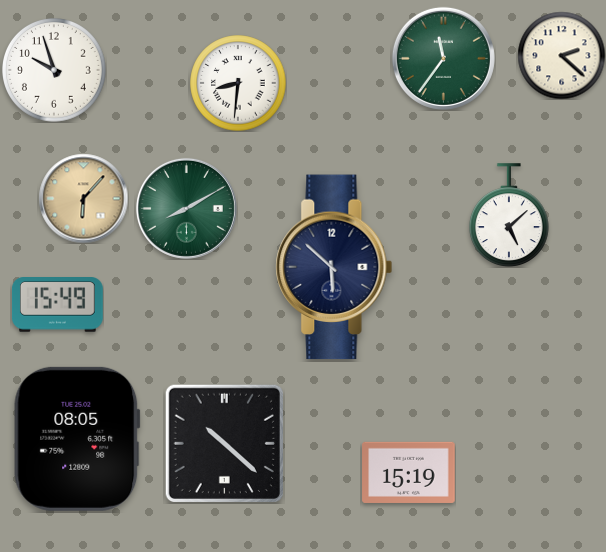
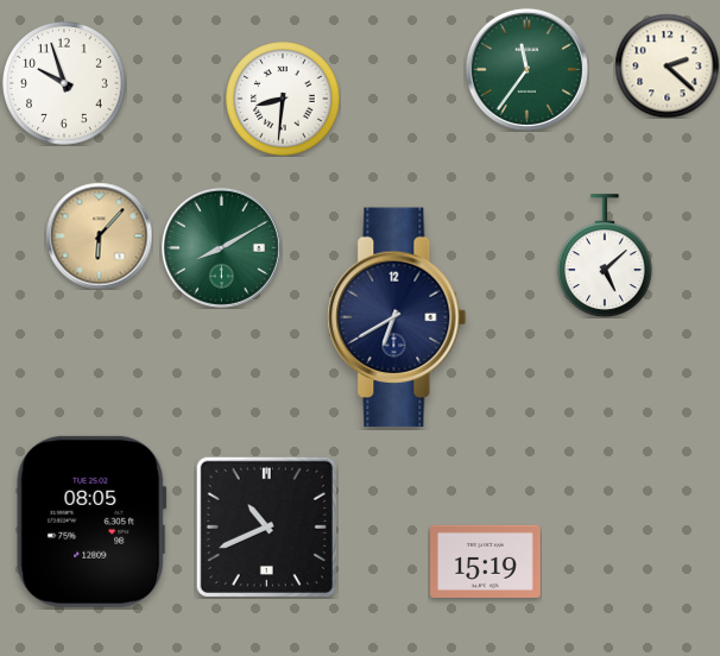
clock at (334, 267): 5:52 -> 6:40
clock at (57, 305): 15:49 -> none
clock at (224, 443): 10:22 -> 10:41
